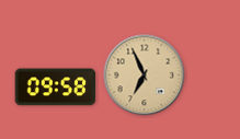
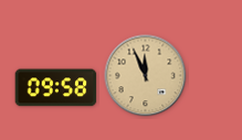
clock at (145, 76): 6:56 -> 11:56
